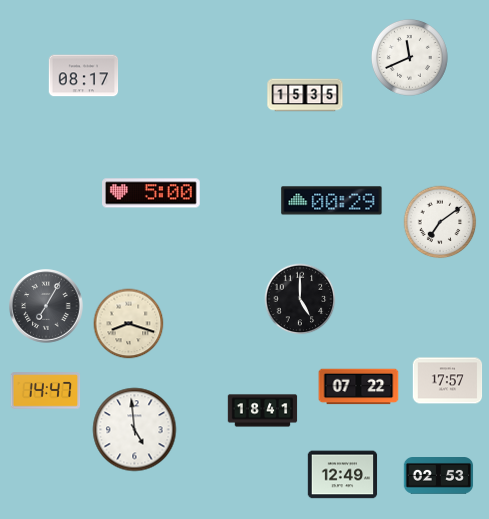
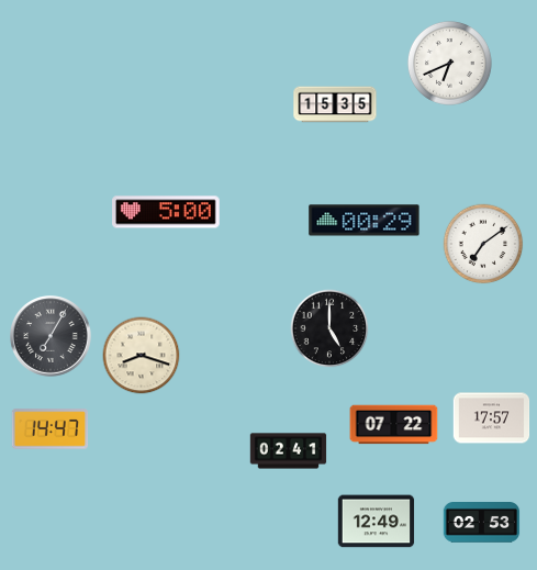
clock at (409, 57): 11:41 -> 6:41
clock at (84, 76): 08:17 -> none
clock at (263, 411): 18:41 -> 02:41
clock at (135, 430): 4:59 -> none
